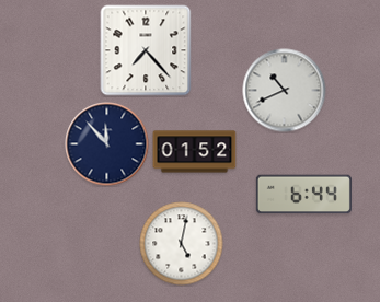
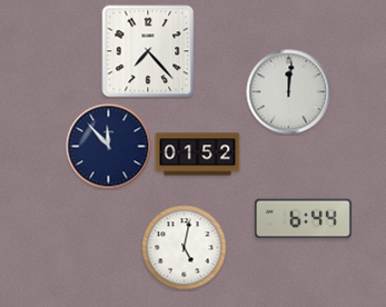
clock at (285, 91): 10:41 -> 12:01
clock at (303, 195) position: (303, 195) -> (303, 219)
